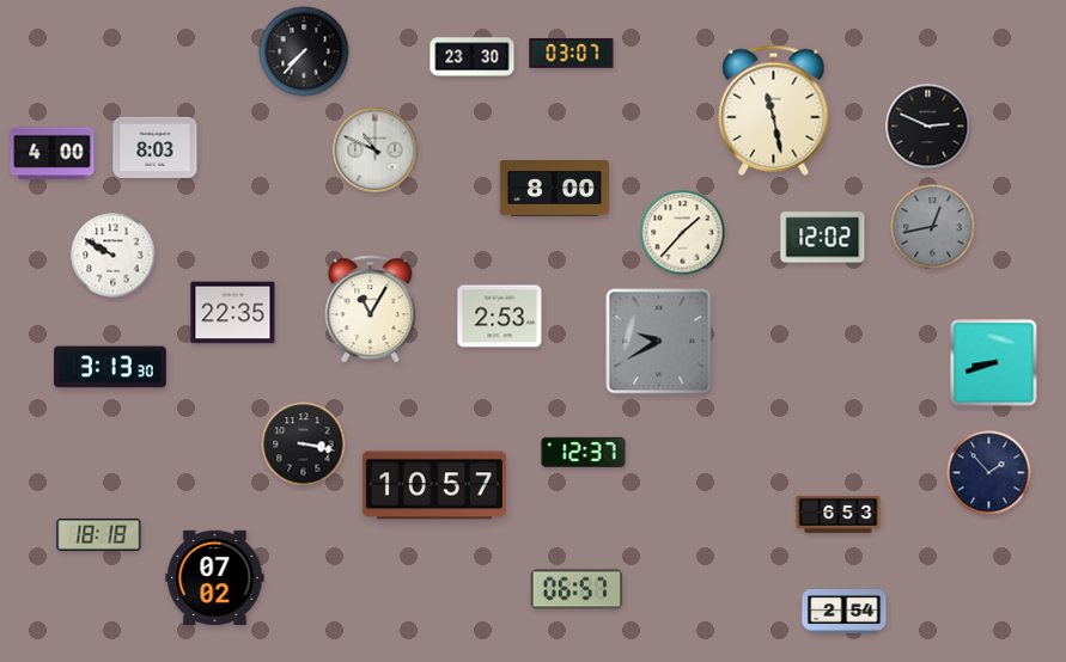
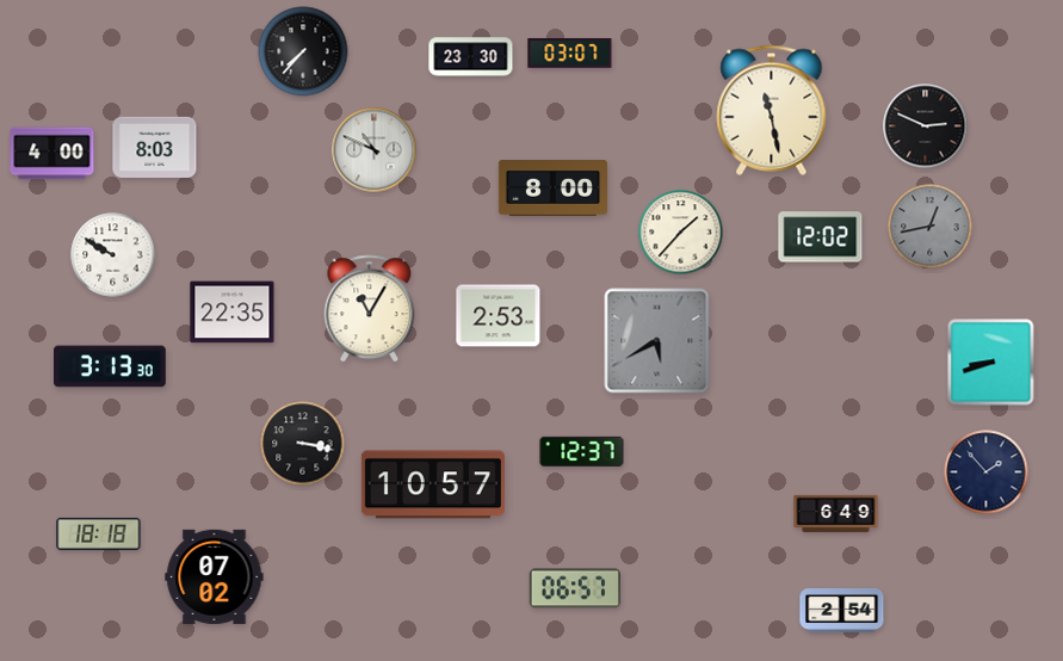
clock at (659, 342): 9:40 -> 5:40
clock at (839, 514): 6:53 -> 6:49
